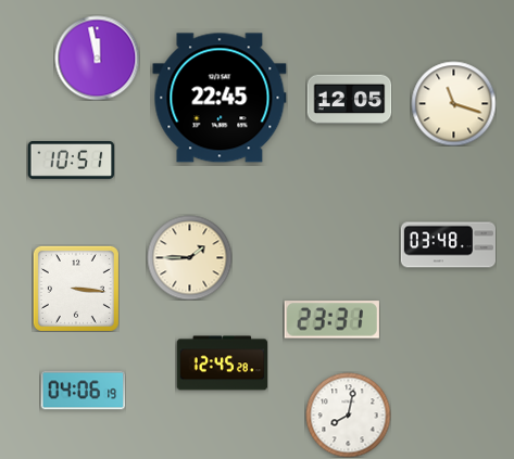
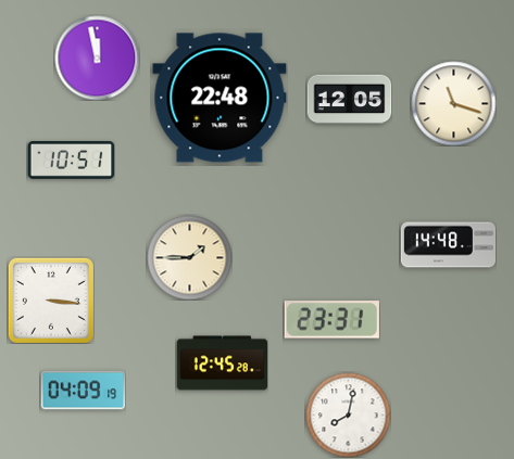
clock at (220, 98): 22:45 -> 22:48
clock at (448, 245): 03:48 -> 14:48
clock at (76, 289) position: (76, 289) -> (51, 301)
clock at (83, 391): 04:06 -> 04:09
